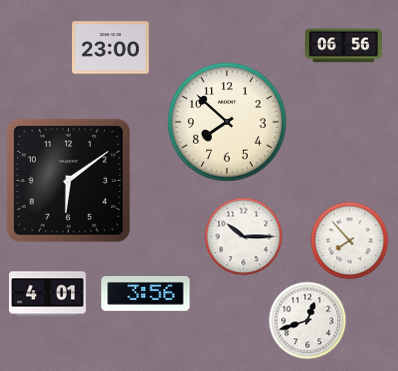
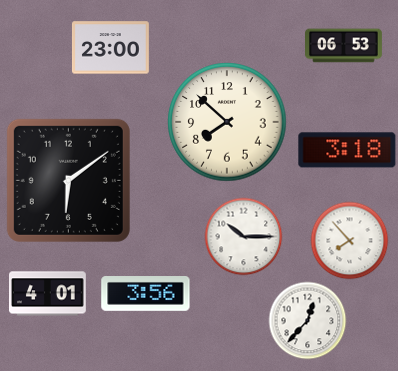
clock at (344, 46): 06:56 -> 06:53
clock at (347, 150): none -> 3:18
clock at (307, 320): 12:42 -> 12:37
